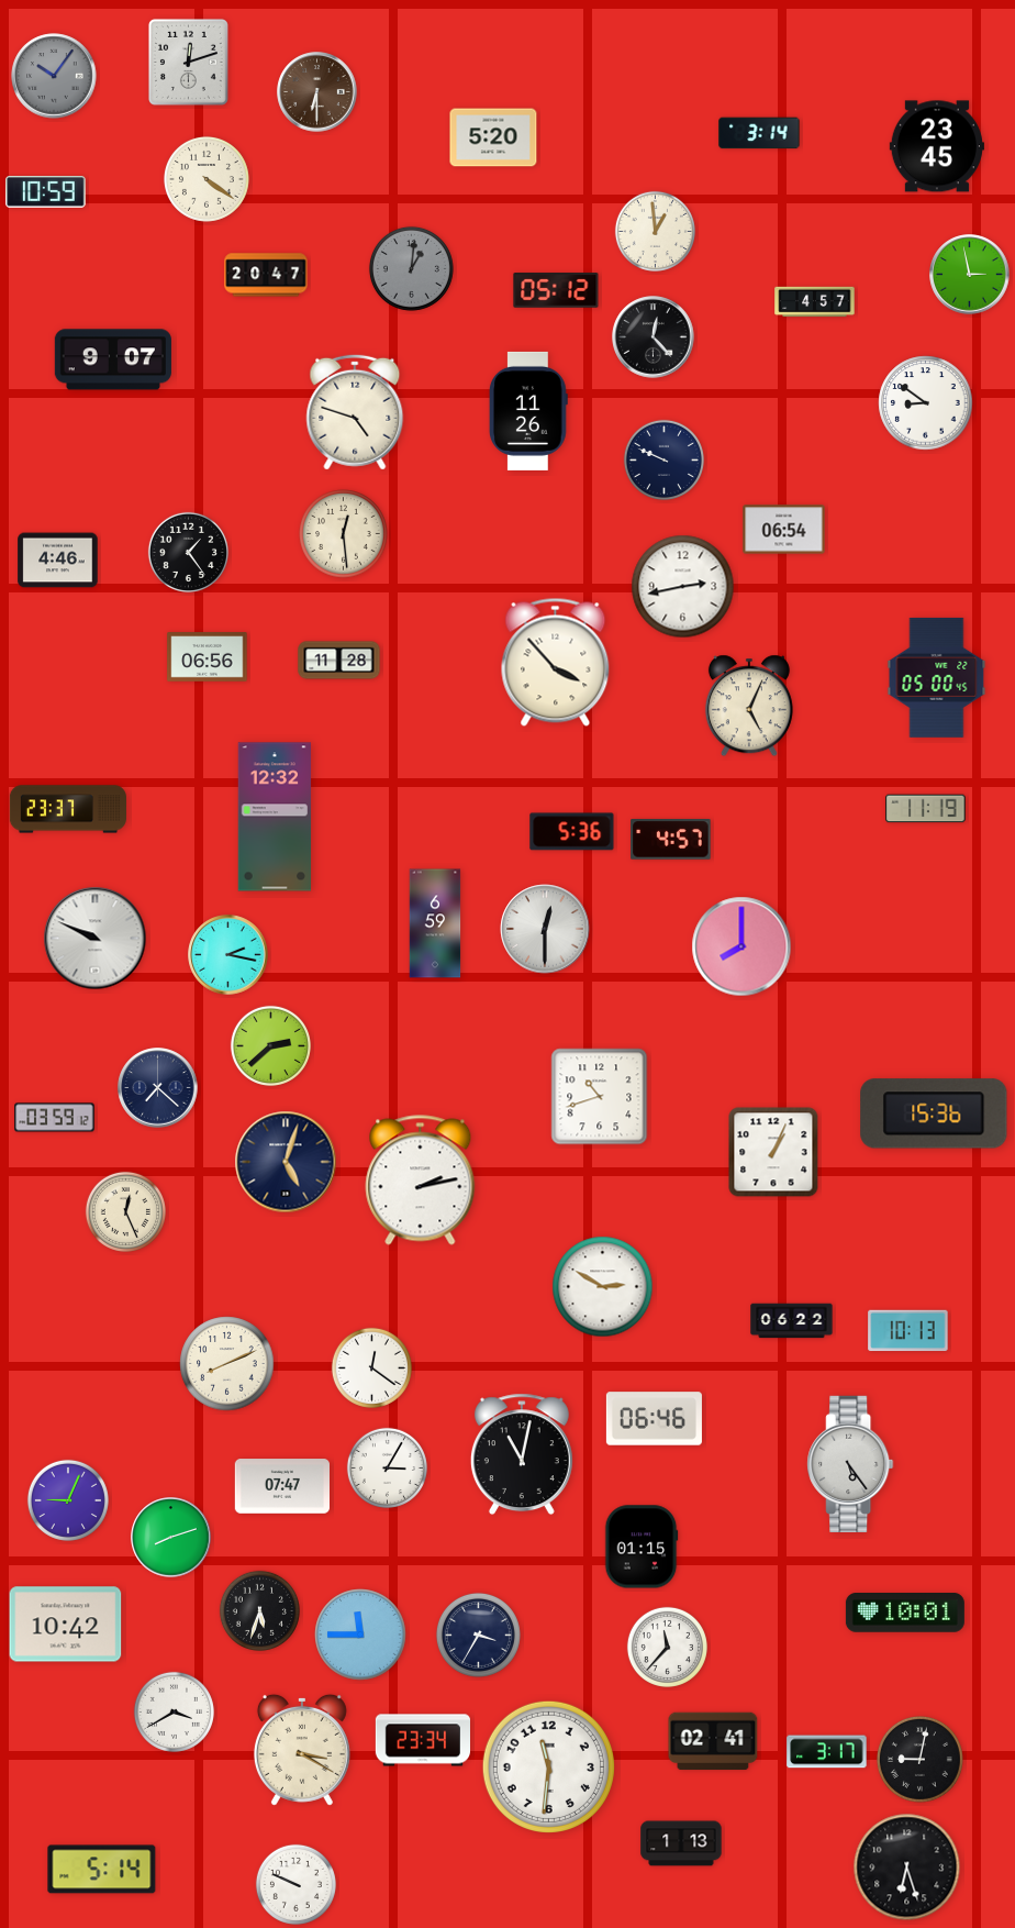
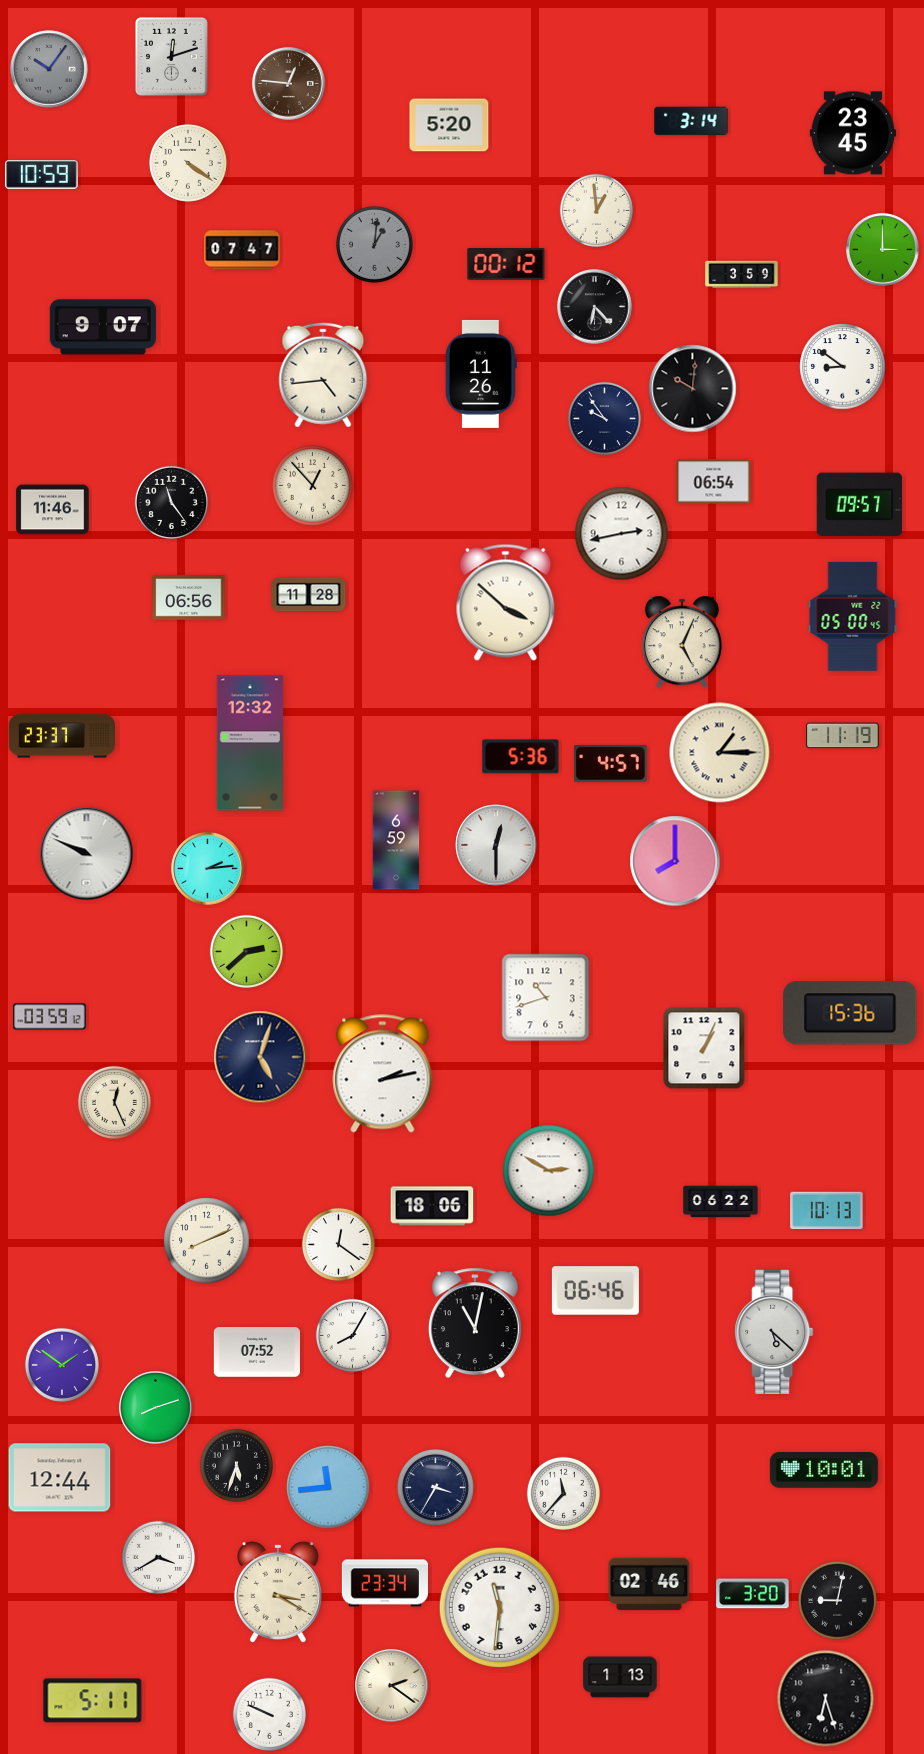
clock at (317, 92): 6:30 -> 12:46
clock at (266, 275): 20:47 -> 07:47
clock at (970, 275): 2:58 -> 3:00
clock at (556, 290): 05:12 -> 00:12
clock at (815, 302): 4:57 -> 3:59
clock at (654, 337): 12:23 -> 6:23
clock at (355, 412): 4:48 -> 4:44
clock at (693, 389): none -> 10:01
clock at (663, 459): 9:49 -> 9:54
clock at (344, 534): 12:29 -> 12:53
clock at (188, 552): 1:24 -> 11:24
clock at (859, 505): none -> 09:57
clock at (58, 561): 4:46 -> 11:46
clock at (339, 661) position: (339, 661) -> (309, 595)
clock at (556, 662): 3:53 -> 3:52
clock at (720, 753): none -> 1:15
clock at (228, 955): 2:17 -> 2:14
clock at (158, 1088): 7:22 -> none
clock at (432, 1206): none -> 18:06
clock at (850, 1463): 5:24 -> 5:22
clock at (387, 1467): 3:05 -> 8:05
clock at (281, 1486): 07:47 -> 07:52
clock at (68, 1500): 9:04 -> 1:51
clock at (171, 1538) position: (171, 1538) -> (156, 1408)
clock at (642, 1547): 01:15 -> none
clock at (905, 1614) position: (905, 1614) -> (824, 1471)
clock at (66, 1625): 10:42 -> 12:44
clock at (360, 1635): 11:45 -> 11:44
clock at (667, 1647) position: (667, 1647) -> (563, 1493)
clock at (713, 1741): 02:41 -> 02:46
clock at (302, 1750) position: (302, 1750) -> (278, 1592)
clock at (827, 1752): 3:17 -> 3:20
clock at (392, 1686): none -> 2:21
clock at (102, 1870): 5:14 -> 5:11
